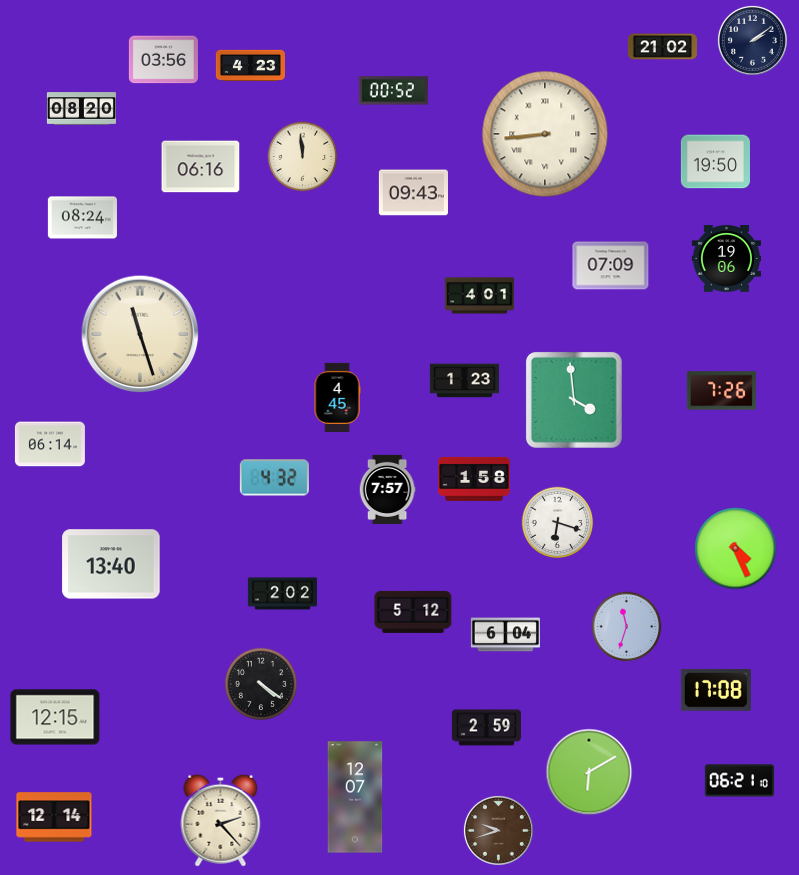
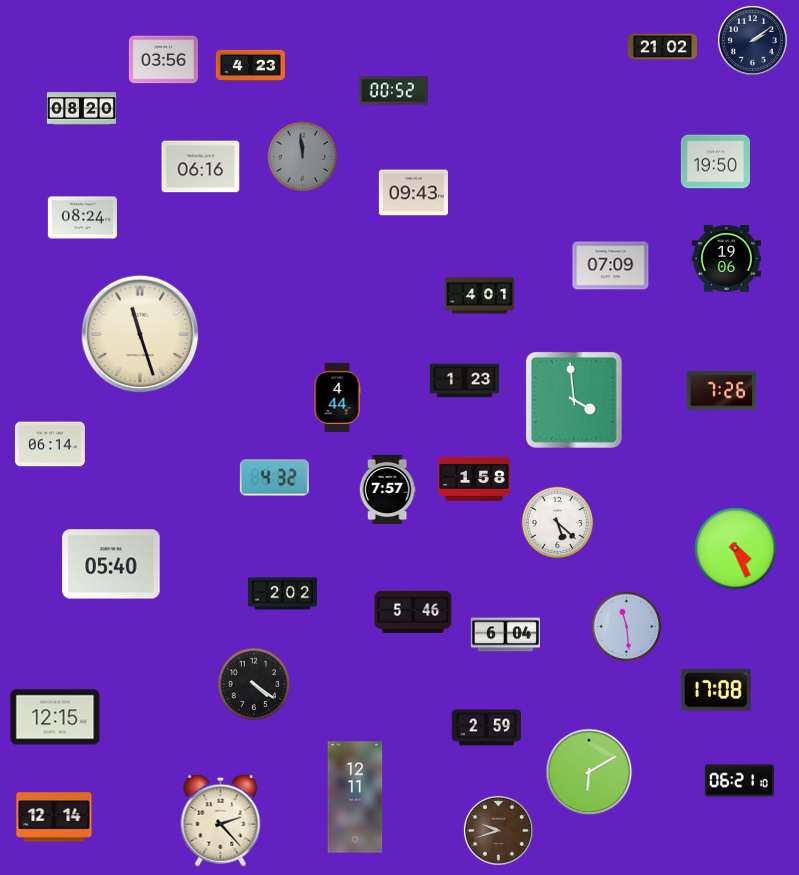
clock at (545, 134): 8:44 -> none
clock at (303, 157) dial: cream -> grey
clock at (337, 397): 4:45 -> 4:44
clock at (558, 523): 6:18 -> 5:22
clock at (111, 564): 13:40 -> 05:40
clock at (413, 612): 5:12 -> 5:46
clock at (627, 627): 11:33 -> 11:29
clock at (260, 683) position: (260, 683) -> (253, 683)
clock at (355, 797): 12:07 -> 12:11
